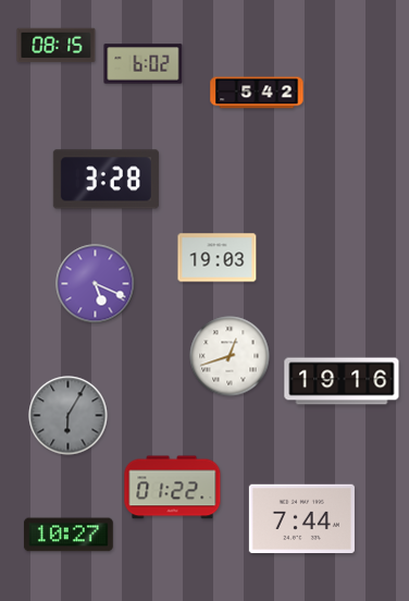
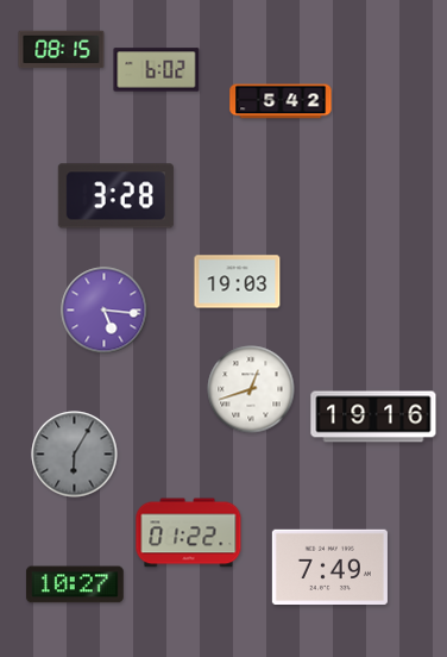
clock at (96, 284): 5:19 -> 5:16
clock at (301, 518): 7:44 -> 7:49
